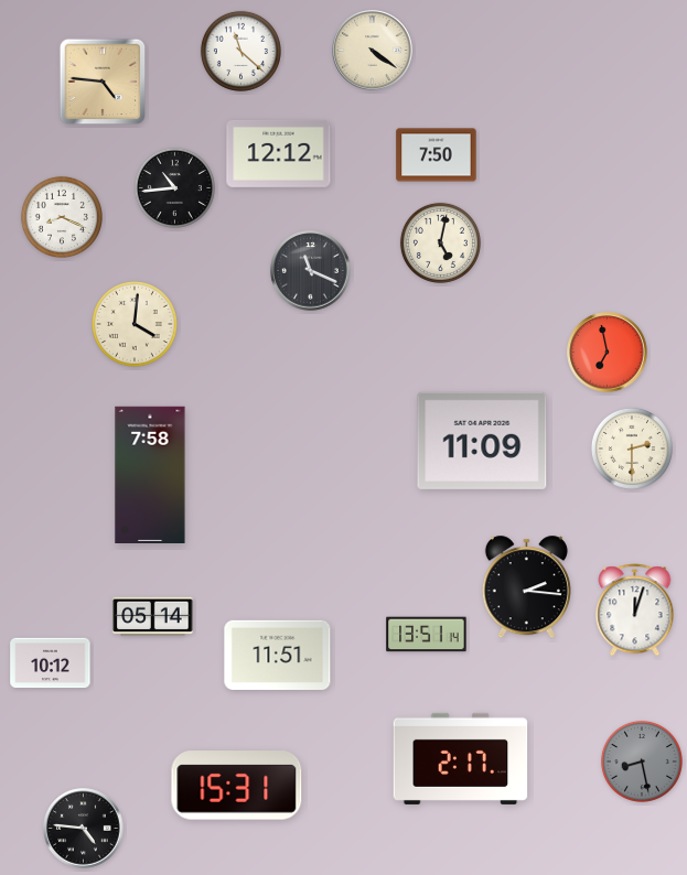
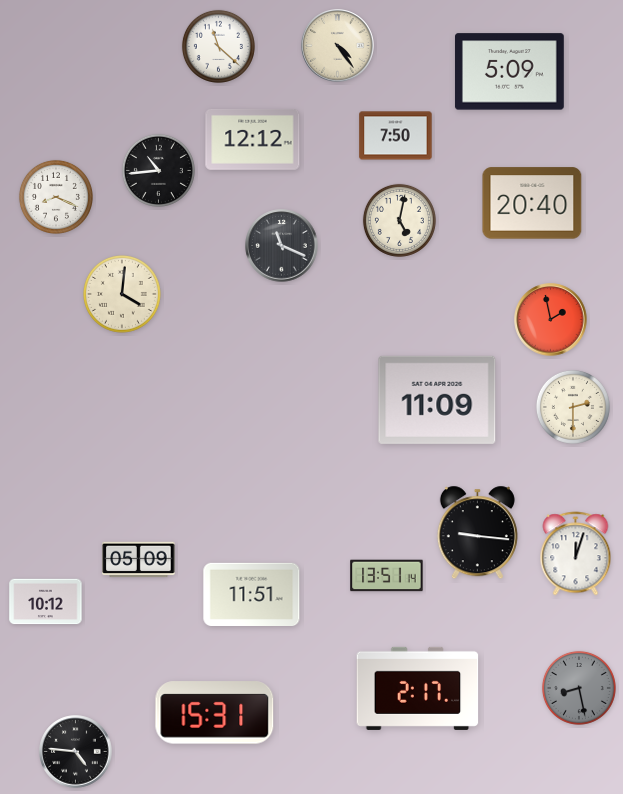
clock at (373, 51): 4:21 -> 4:24
clock at (510, 72): none -> 5:09
clock at (103, 82): 4:46 -> none
clock at (437, 155) position: (437, 155) -> (396, 136)
clock at (532, 203): none -> 20:40
clock at (608, 353): 6:58 -> 1:58
clock at (150, 474): 7:58 -> none
clock at (526, 587): 2:16 -> 9:16
clock at (153, 617): 05:14 -> 05:09
clock at (642, 761) position: (642, 761) -> (579, 688)
